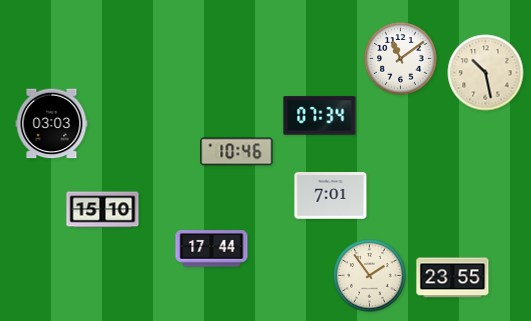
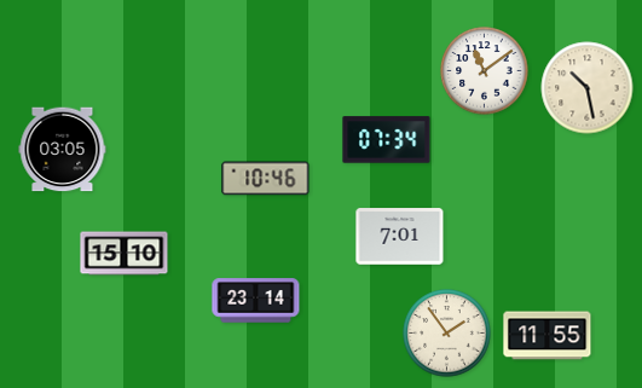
clock at (52, 124): 03:03 -> 03:05
clock at (237, 152) position: (237, 152) -> (266, 179)
clock at (212, 249): 17:44 -> 23:14
clock at (453, 278): 23:55 -> 11:55
